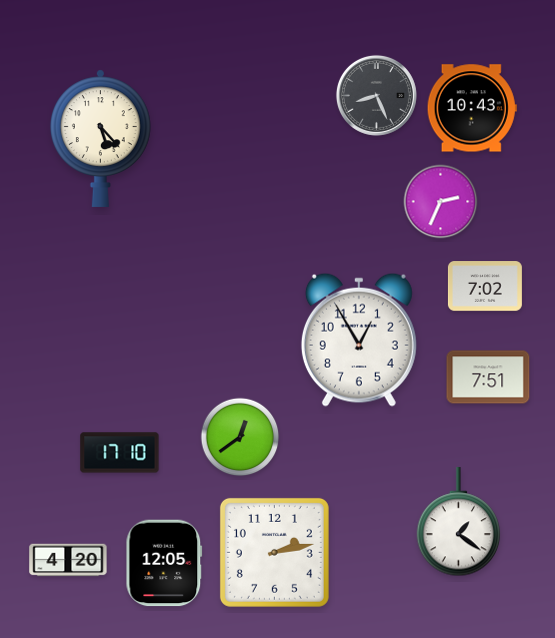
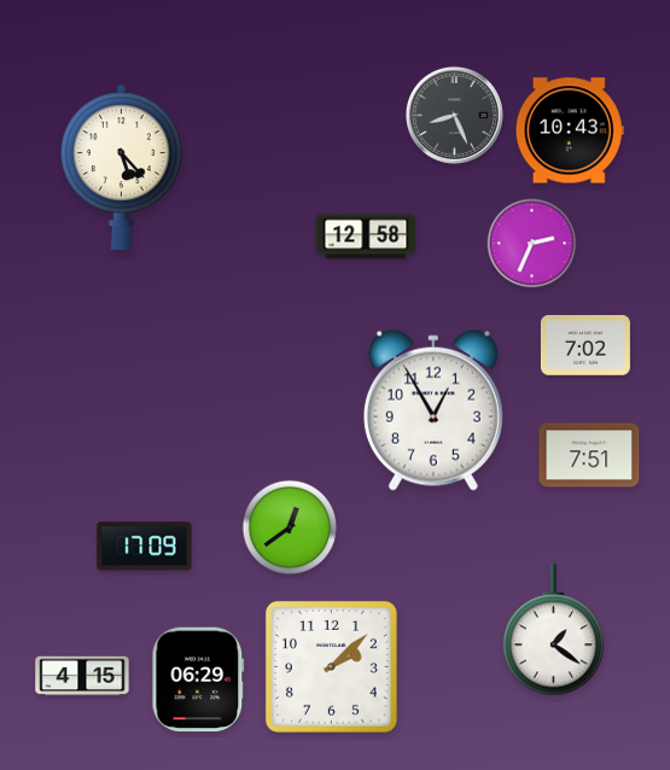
clock at (366, 237): none -> 12:58
clock at (120, 453): 17:10 -> 17:09
clock at (274, 552): 2:13 -> 2:08
clock at (68, 560): 4:20 -> 4:15
clock at (164, 563): 12:05 -> 06:29
